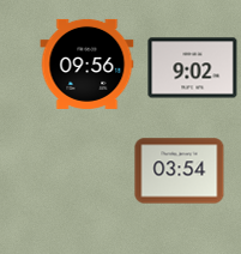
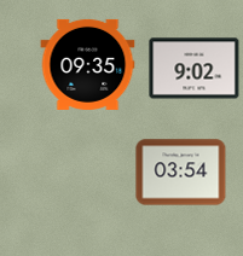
clock at (88, 63): 09:56 -> 09:35
